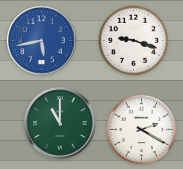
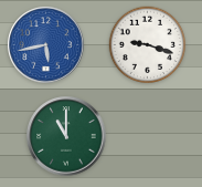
clock at (142, 130): 2:20 -> none
